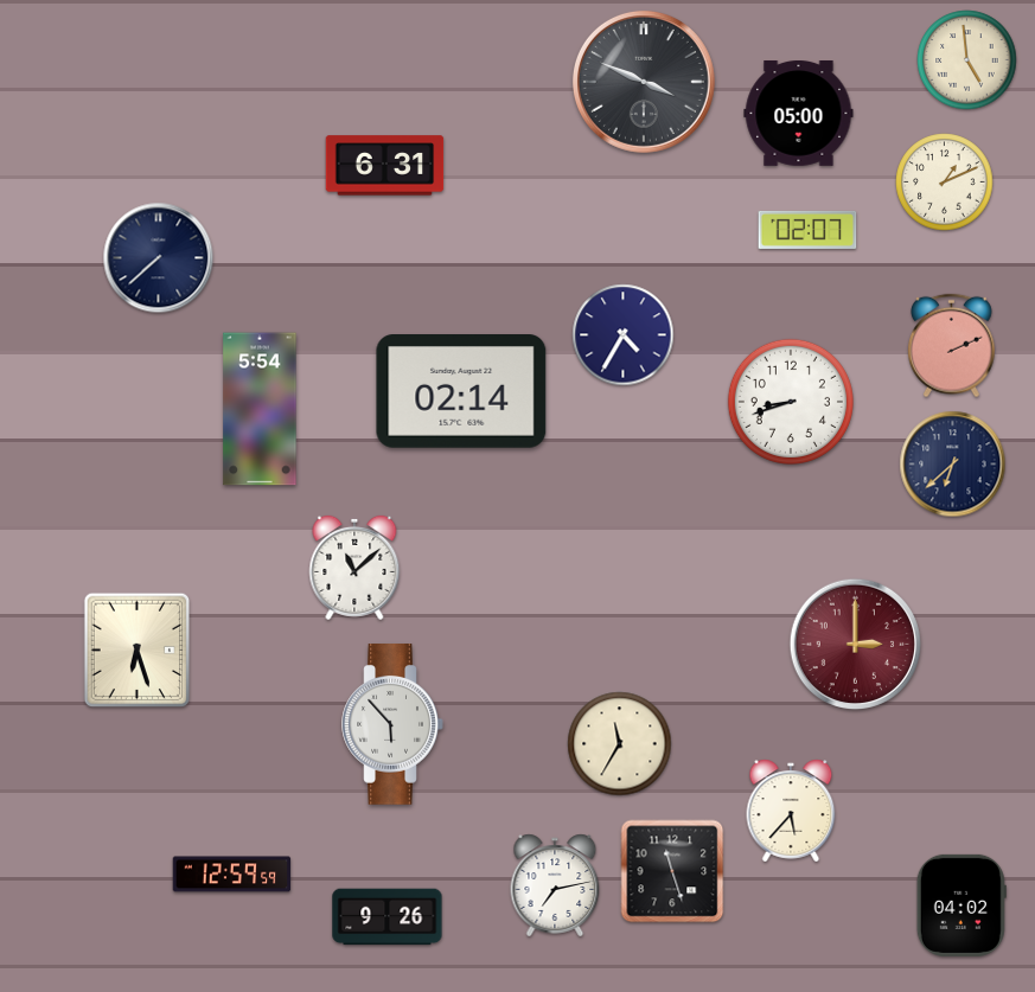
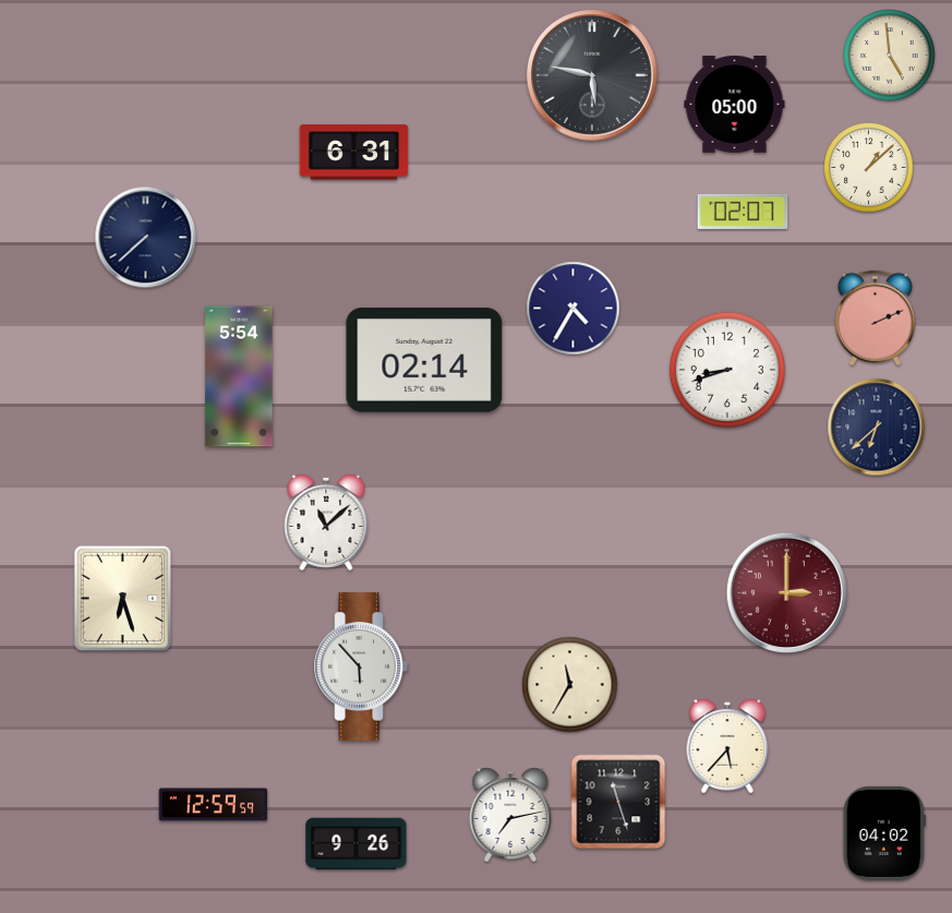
clock at (644, 82): 3:49 -> 5:47
clock at (945, 183): 1:11 -> 1:08
clock at (138, 651) position: (138, 651) -> (123, 599)
